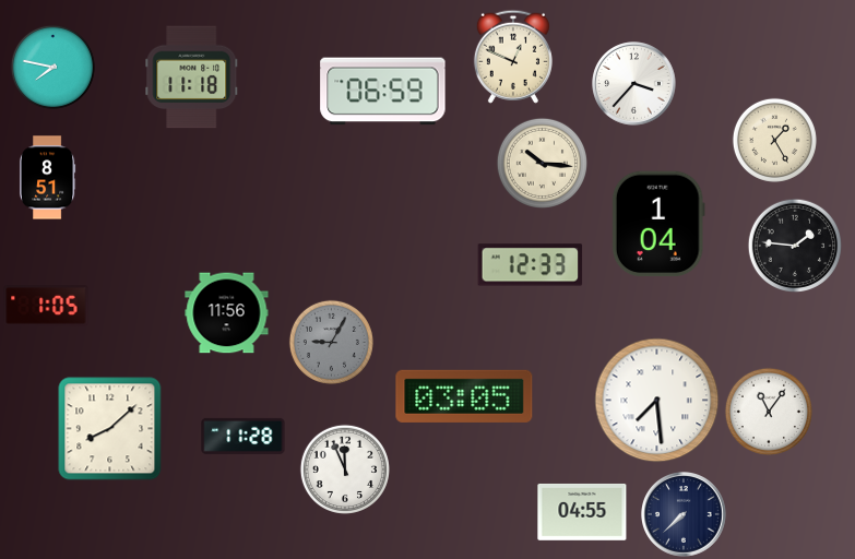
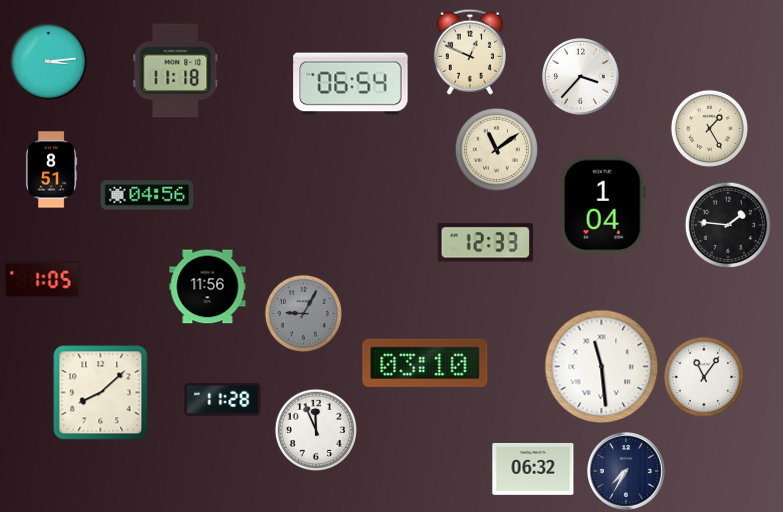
clock at (52, 67): 7:47 -> 3:14
clock at (383, 92): 06:59 -> 06:54
clock at (542, 163): 10:16 -> 11:09
clock at (47, 178) position: (47, 178) -> (51, 170)
clock at (147, 195): none -> 04:56
clock at (464, 396): 03:05 -> 03:10
clock at (657, 401): 7:29 -> 11:29
clock at (582, 512): 04:55 -> 06:32
clock at (685, 515): 7:38 -> 7:35
